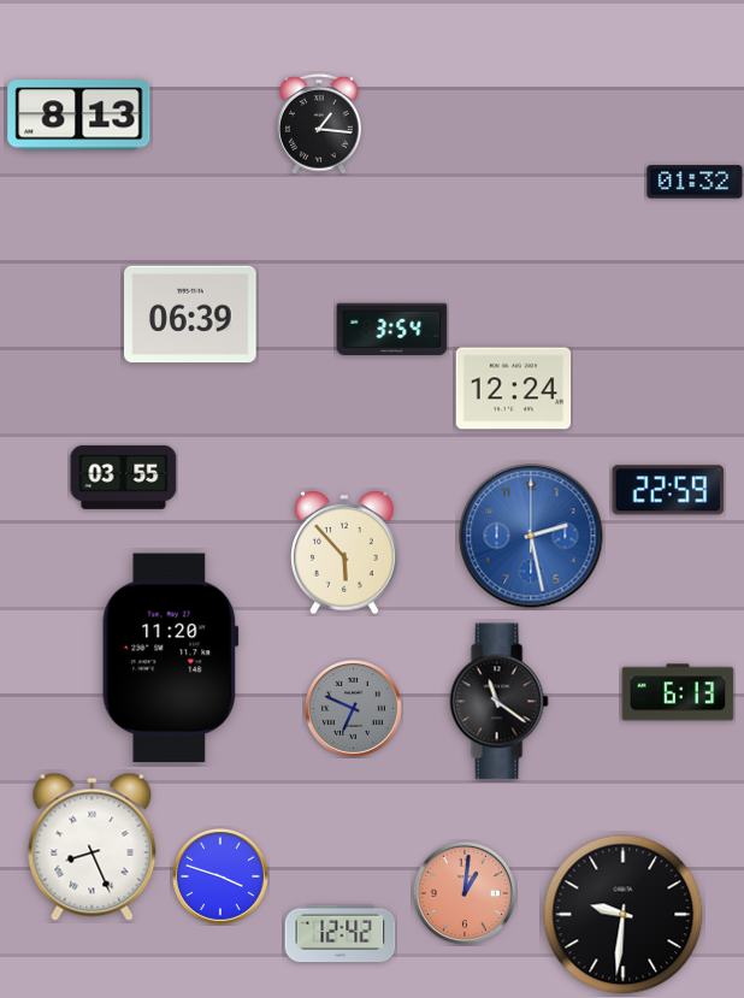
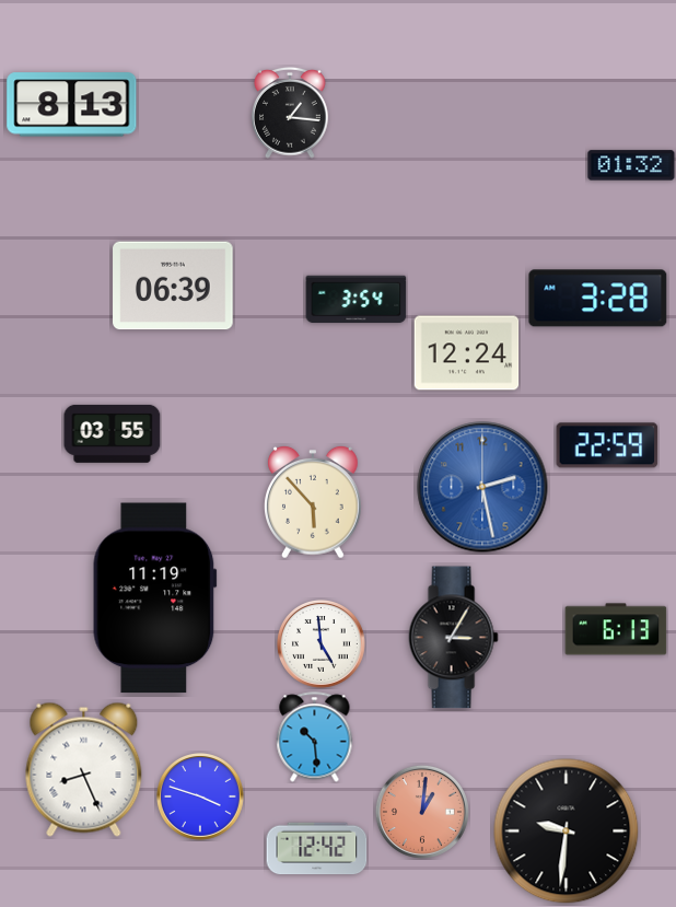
clock at (598, 299): none -> 3:28
clock at (171, 659): 11:20 -> 11:19
clock at (498, 702): 11:21 -> 3:05
clock at (353, 708): 6:49 -> 4:59
clock at (353, 708) dial: grey -> white
clock at (315, 737): none -> 10:29
clock at (341, 934) position: (341, 934) -> (317, 849)
